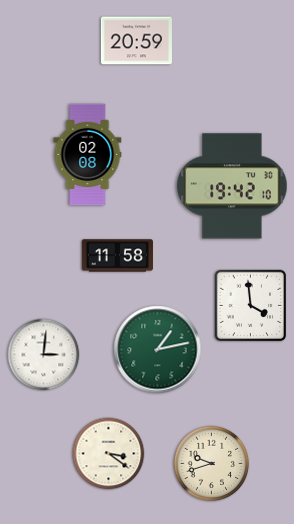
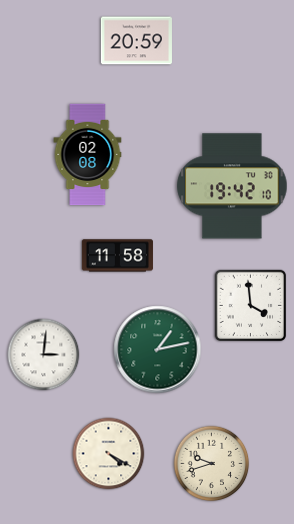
clock at (109, 454): 3:21 -> 4:20
